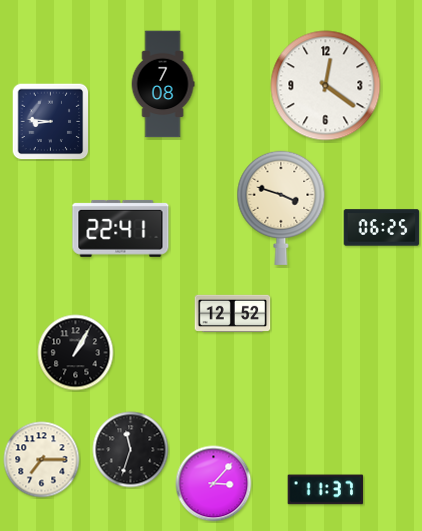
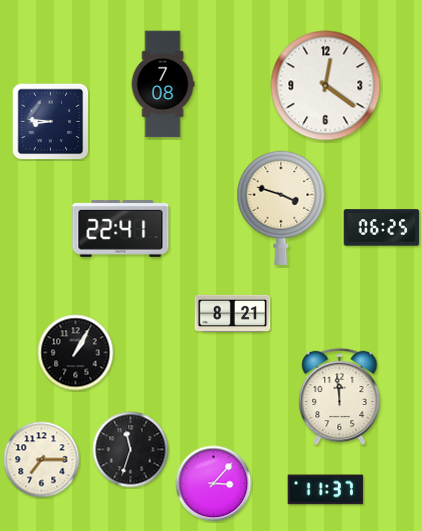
clock at (233, 314): 12:52 -> 8:21
clock at (340, 397): none -> 11:59
